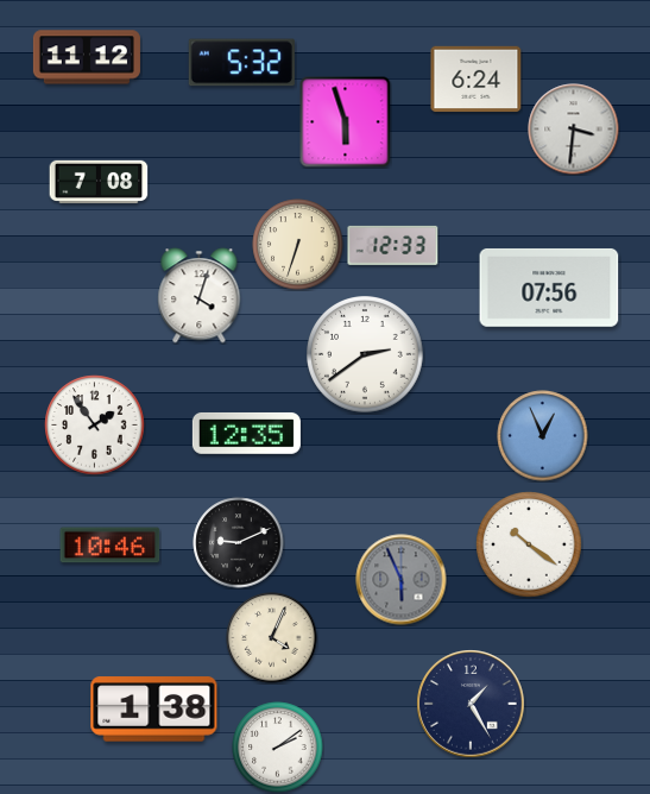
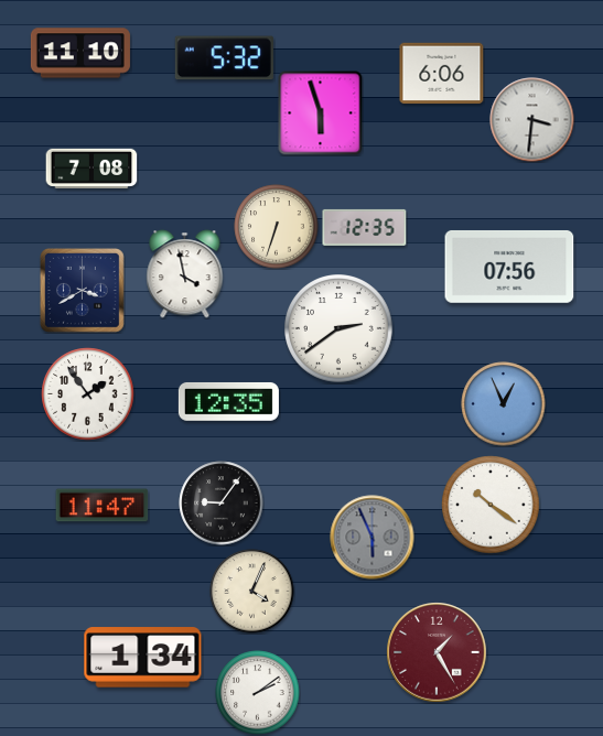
clock at (87, 57): 11:12 -> 11:10
clock at (477, 80): 6:24 -> 6:06
clock at (393, 245): 12:33 -> 12:35
clock at (200, 296): 4:03 -> 3:58
clock at (83, 291): none -> 3:40
clock at (239, 543): 9:11 -> 9:06
clock at (111, 546): 10:46 -> 11:47
clock at (471, 704) dial: navy -> burgundy
clock at (154, 710): 1:38 -> 1:34
